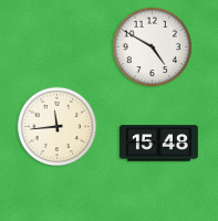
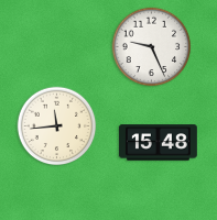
clock at (153, 48): 4:50 -> 9:26
